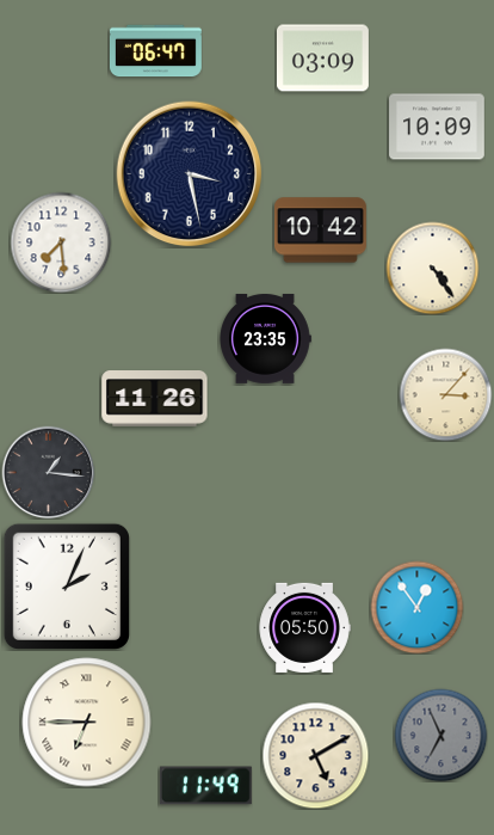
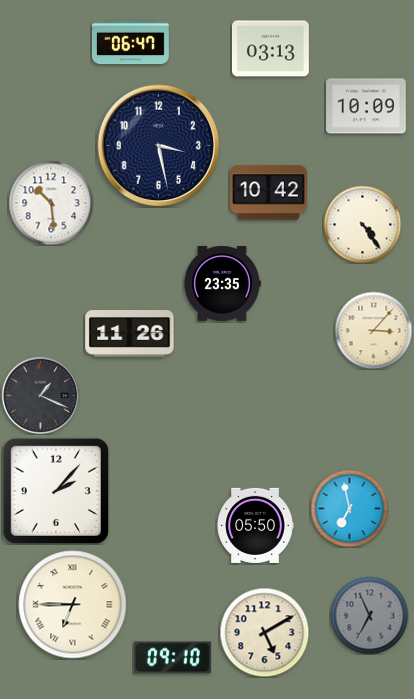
clock at (322, 59): 03:09 -> 03:13
clock at (61, 242): 7:29 -> 10:29
clock at (48, 472): 1:16 -> 1:19
clock at (67, 587): 2:04 -> 2:07
clock at (416, 607): 12:54 -> 6:58
clock at (205, 786): 11:49 -> 09:10
